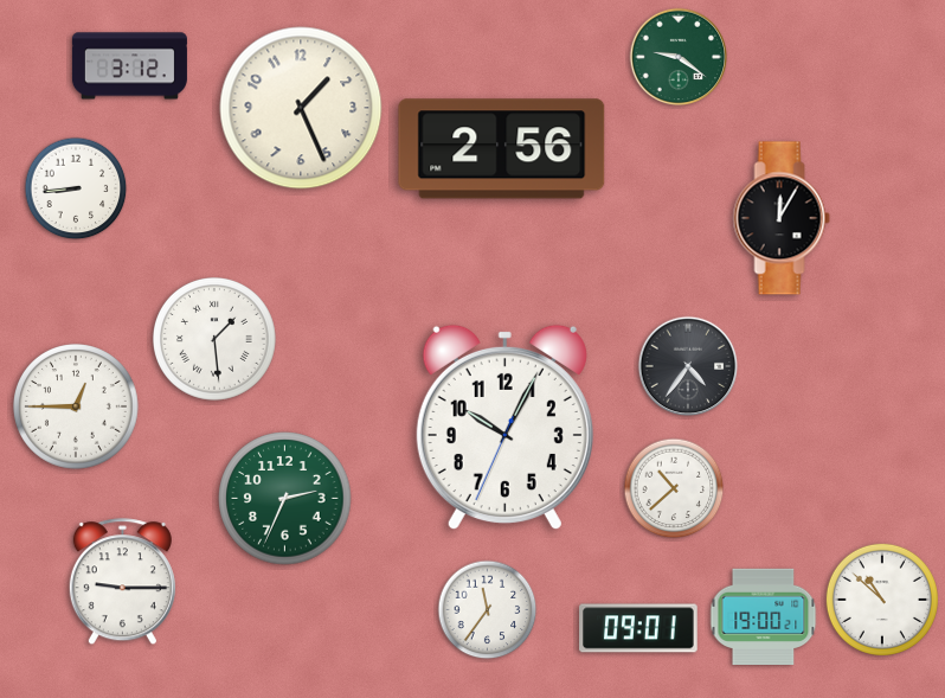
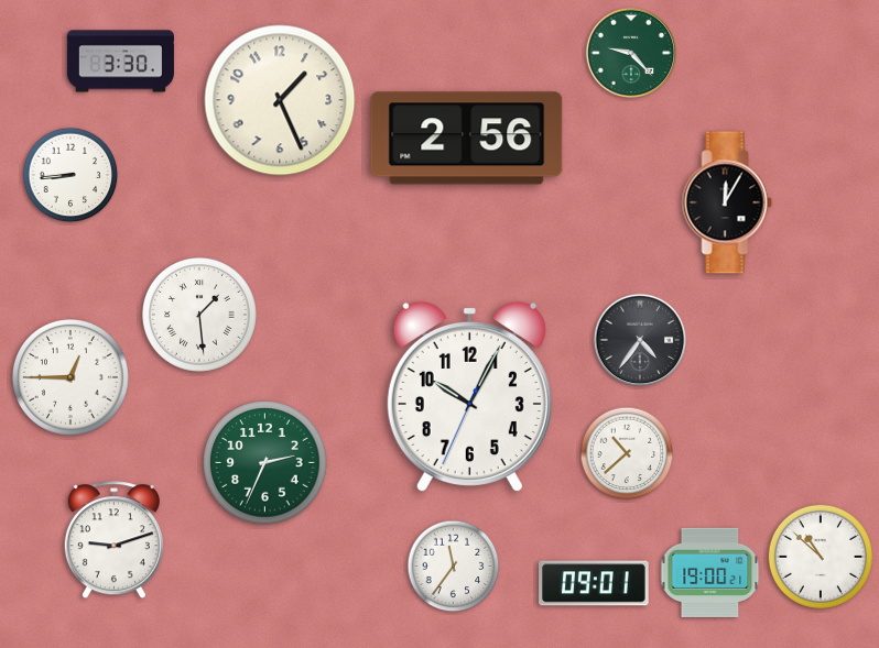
clock at (679, 57): 9:21 -> 9:23
clock at (129, 66): 3:12 -> 3:30
clock at (122, 582): 9:15 -> 9:12
